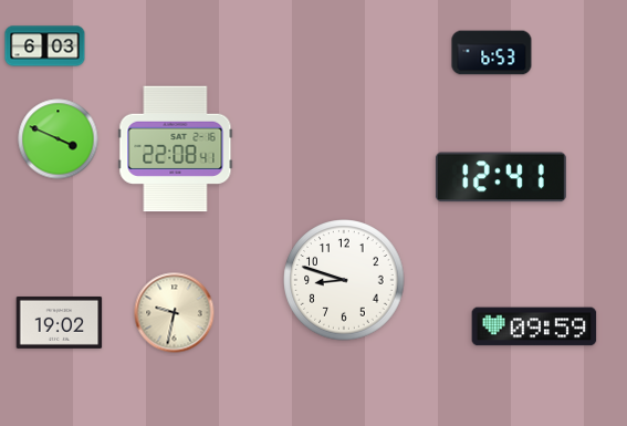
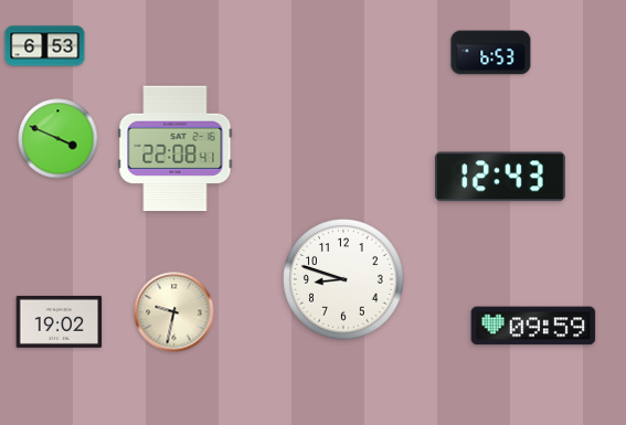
clock at (45, 46): 6:03 -> 6:53
clock at (501, 177): 12:41 -> 12:43
